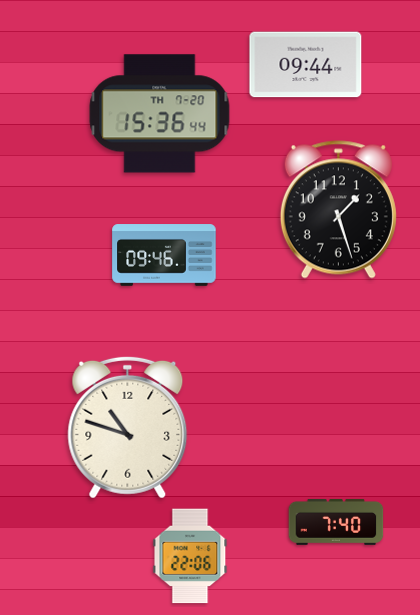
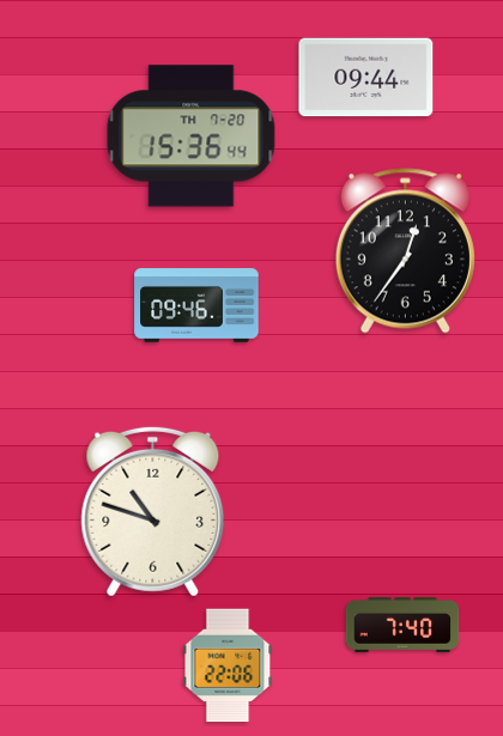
clock at (338, 210): 1:27 -> 12:36
